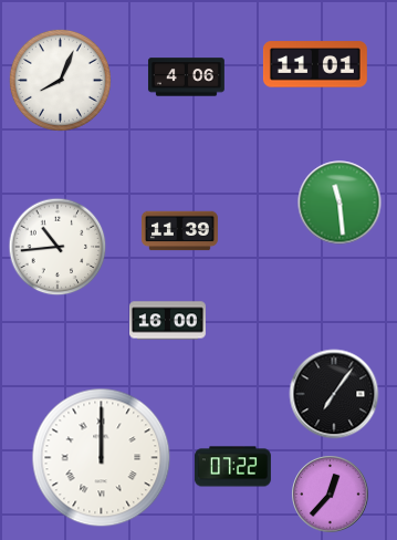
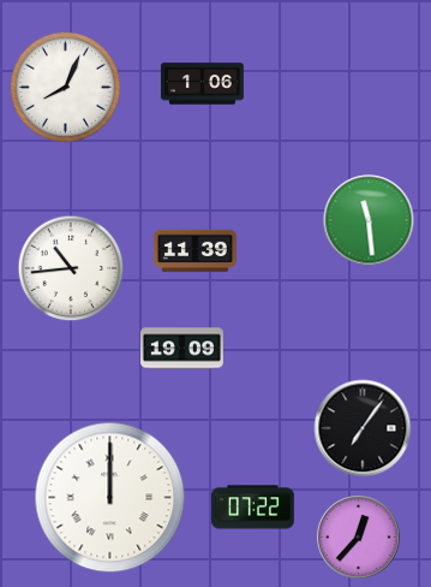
clock at (315, 64): 11:01 -> none
clock at (186, 77): 4:06 -> 1:06
clock at (58, 247) position: (58, 247) -> (71, 268)
clock at (167, 321): 16:00 -> 19:09
